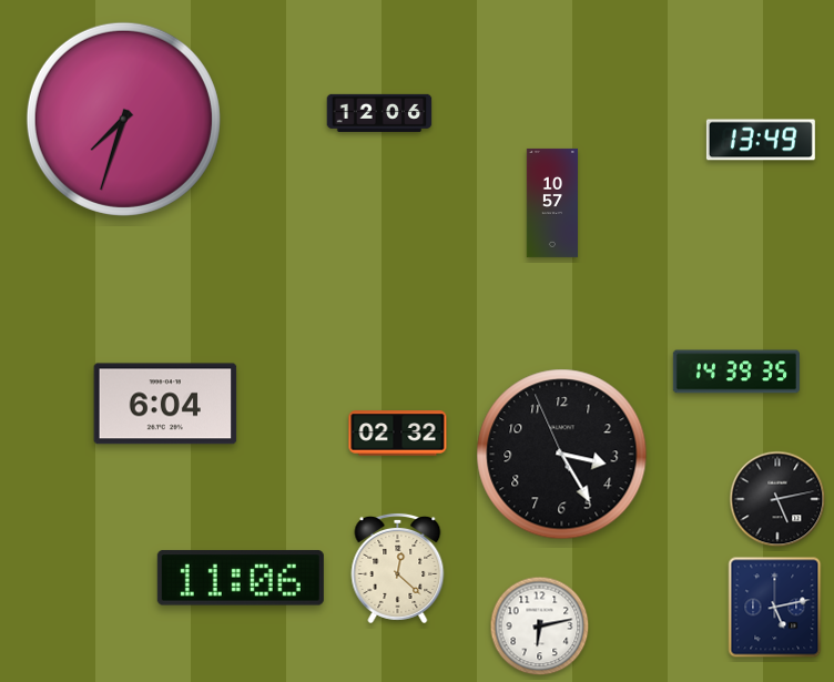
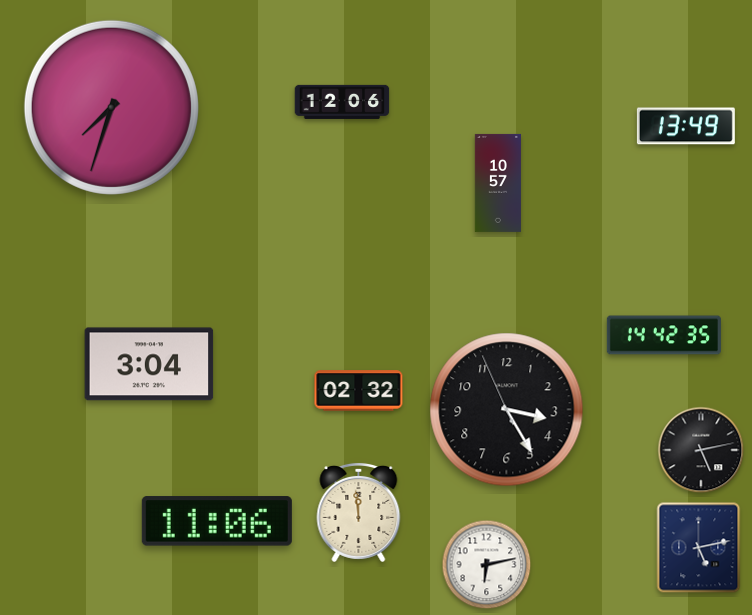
clock at (736, 371): 14:39 -> 14:42
clock at (165, 404): 6:04 -> 3:04
clock at (398, 568): 12:22 -> 11:59
